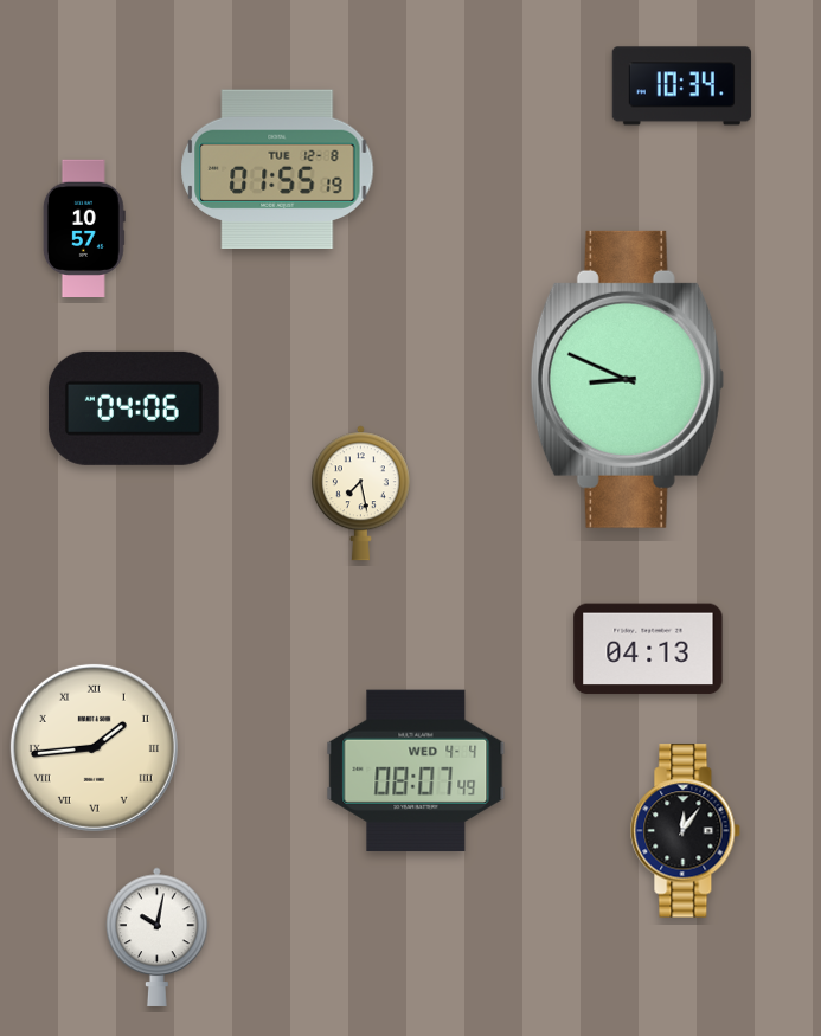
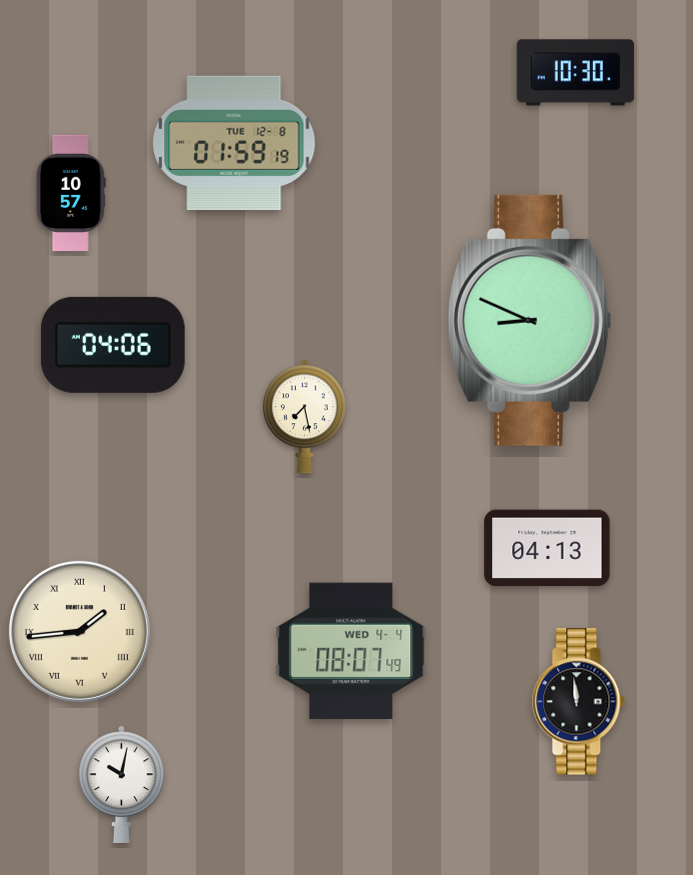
clock at (681, 86): 10:34 -> 10:30
clock at (277, 168): 01:55 -> 01:59
clock at (686, 831): 12:06 -> 11:59
clock at (158, 937) position: (158, 937) -> (122, 784)
